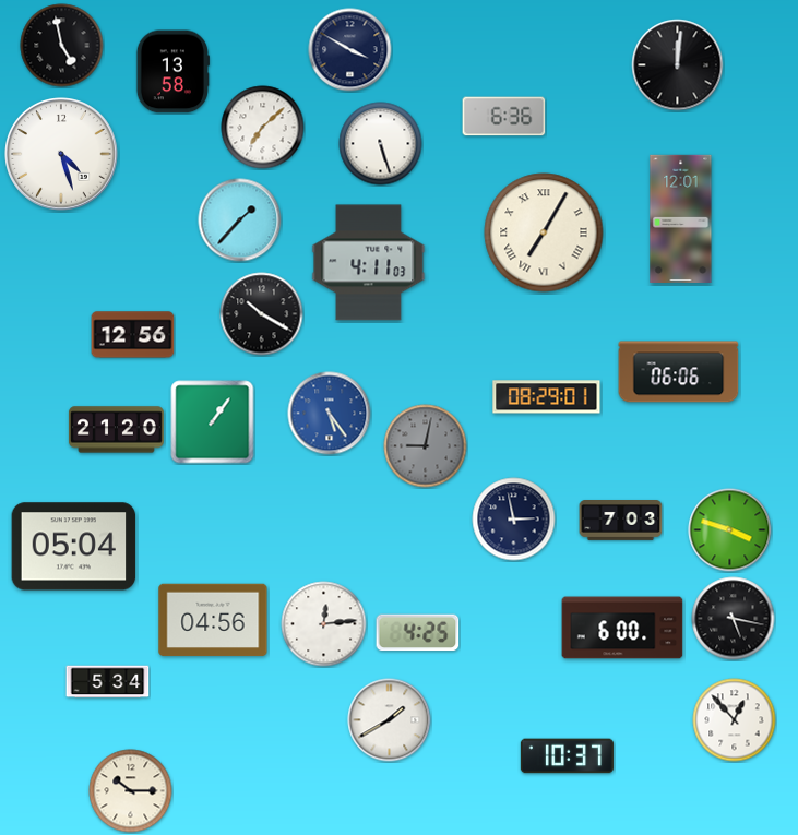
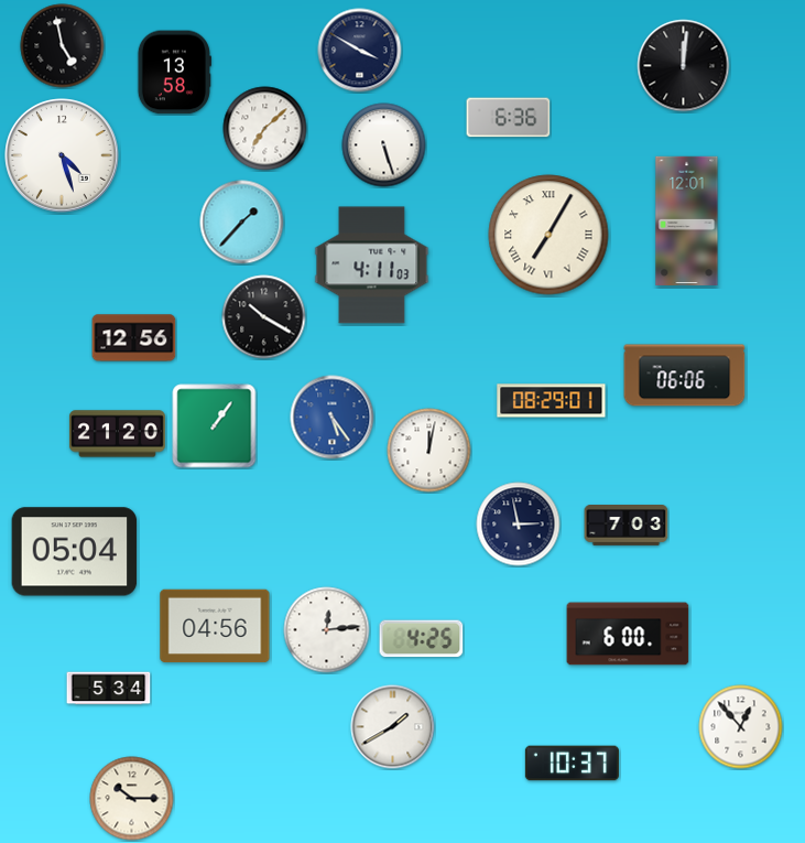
clock at (350, 50) position: (350, 50) -> (360, 51)
clock at (426, 446): 9:02 -> 12:02
clock at (426, 446) dial: grey -> white
clock at (730, 530): 3:48 -> none
clock at (734, 619): 5:17 -> none
